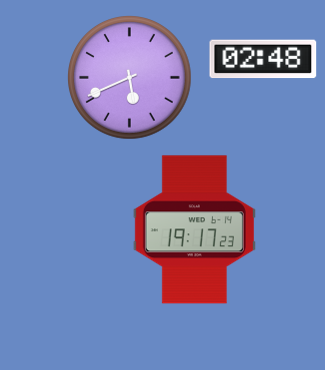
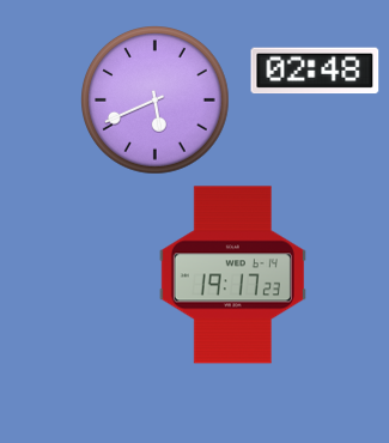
clock at (130, 78) position: (130, 78) -> (156, 101)
